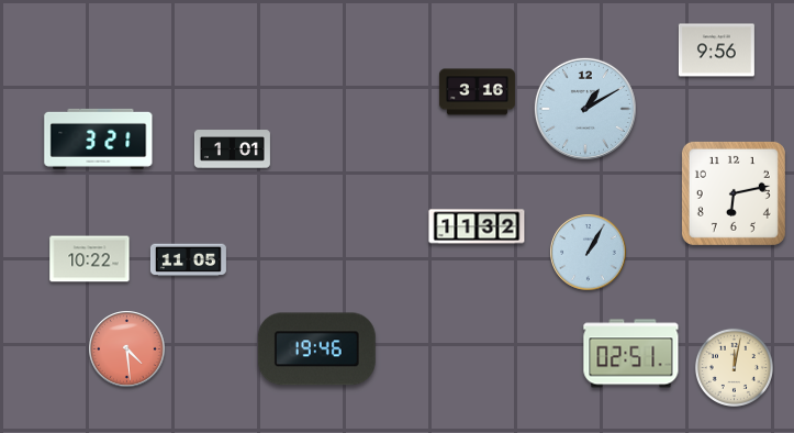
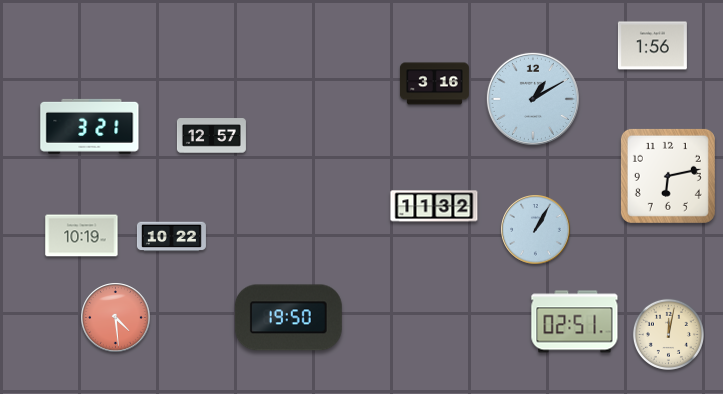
clock at (716, 51): 9:56 -> 1:56
clock at (232, 149): 1:01 -> 12:57
clock at (90, 259): 10:22 -> 10:19
clock at (188, 260): 11:05 -> 10:22
clock at (316, 349): 19:46 -> 19:50
